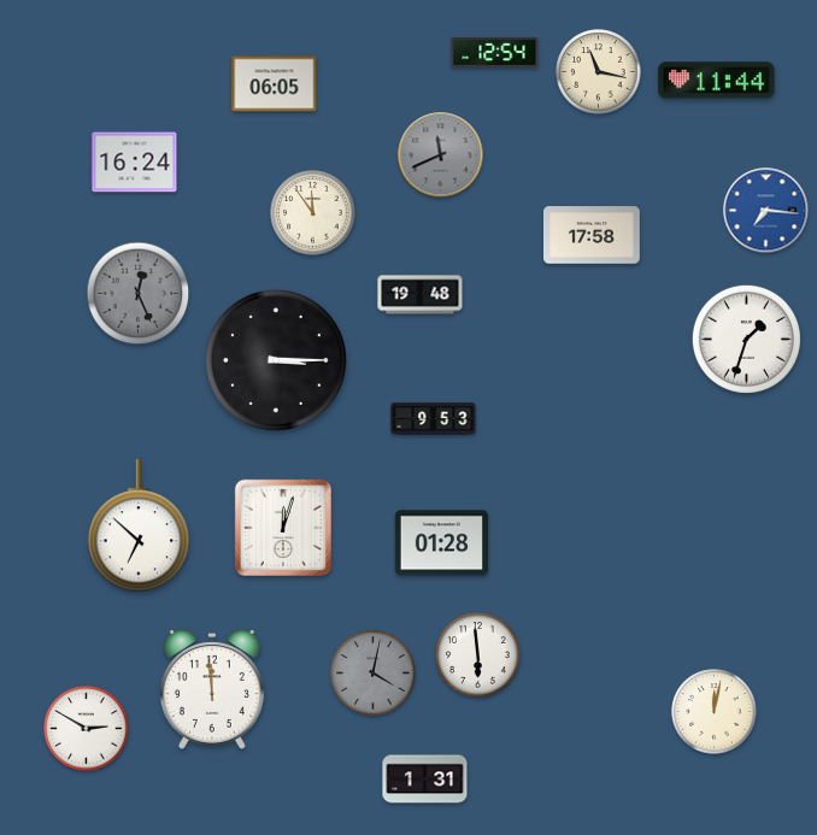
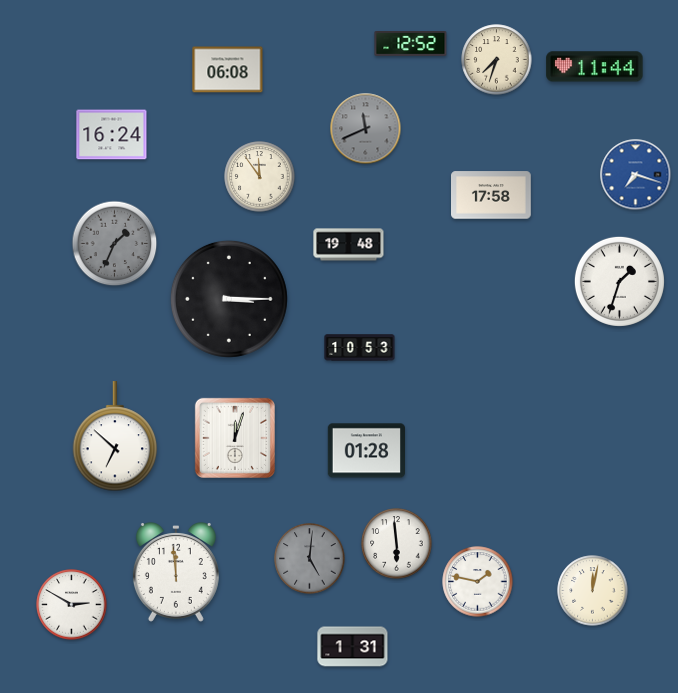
clock at (495, 53): 12:54 -> 12:52
clock at (599, 72): 11:17 -> 7:33
clock at (275, 84): 06:05 -> 06:08
clock at (766, 211): 7:16 -> 7:18
clock at (139, 294): 12:26 -> 1:34
clock at (434, 419): 9:53 -> 10:53
clock at (374, 674): 4:02 -> 5:01
clock at (478, 582): none -> 1:47
